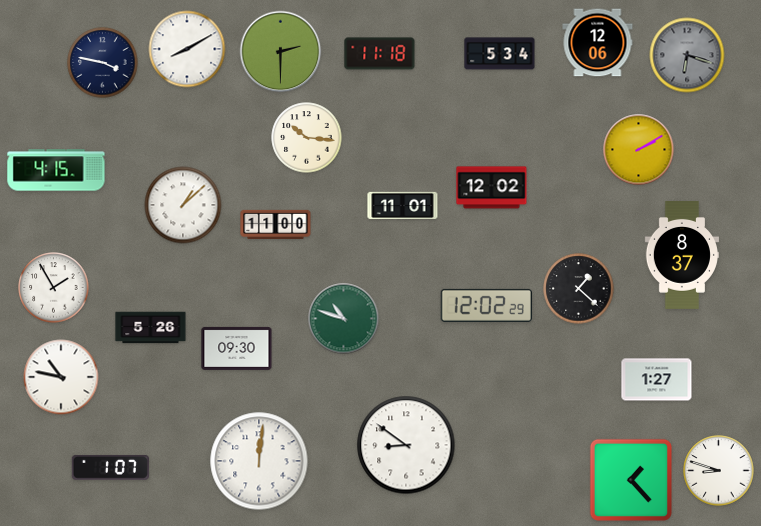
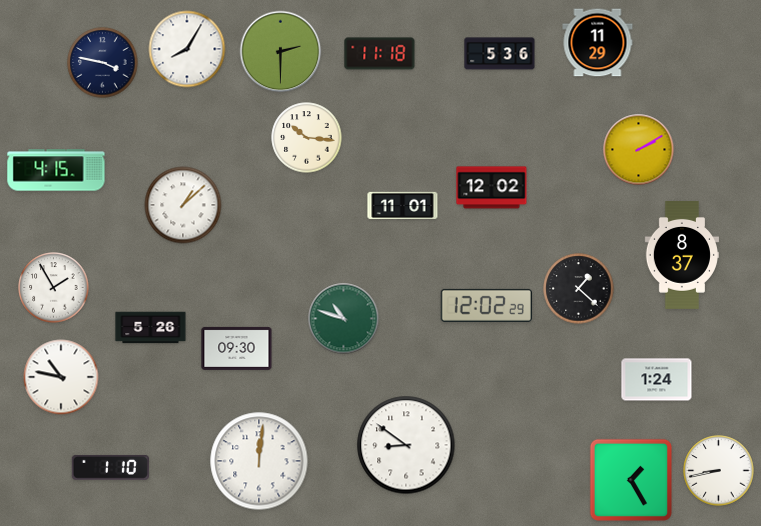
clock at (598, 43): 12:06 -> 11:29
clock at (187, 49): 8:10 -> 8:05
clock at (500, 54): 5:34 -> 5:36
clock at (687, 55): 6:18 -> none
clock at (276, 225): 11:00 -> none
clock at (657, 380): 1:27 -> 1:24
clock at (110, 468): 1:07 -> 1:10
clock at (719, 471): 8:48 -> 8:43
clock at (631, 480): 1:23 -> 1:25
